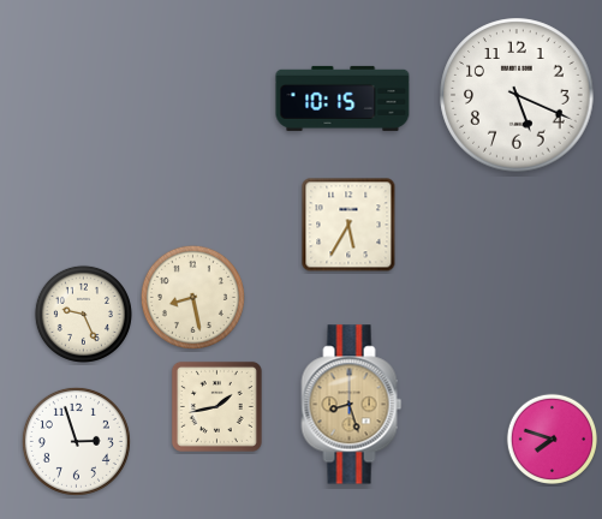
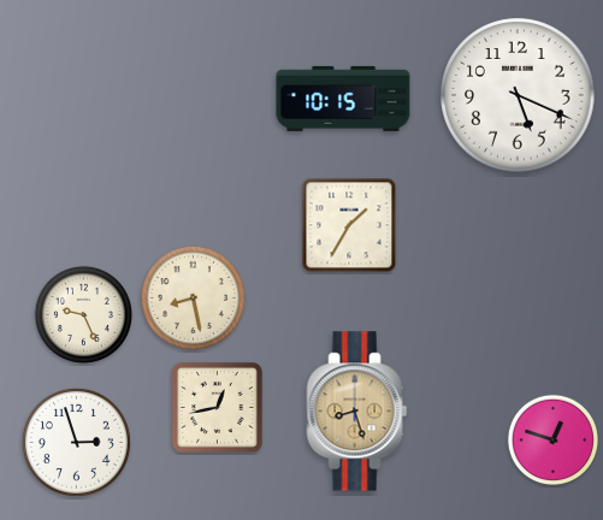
clock at (348, 225): 5:35 -> 1:35
clock at (352, 405) position: (352, 405) -> (357, 412)
clock at (216, 406): 1:43 -> 12:43
clock at (552, 439): 7:48 -> 12:48
